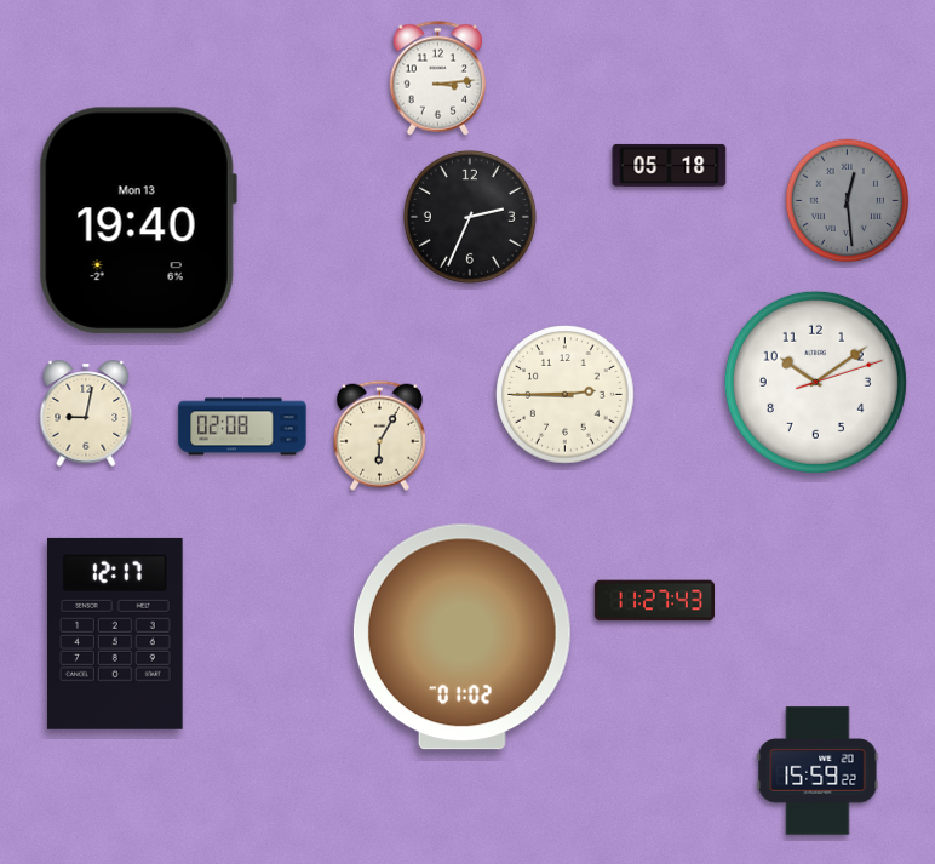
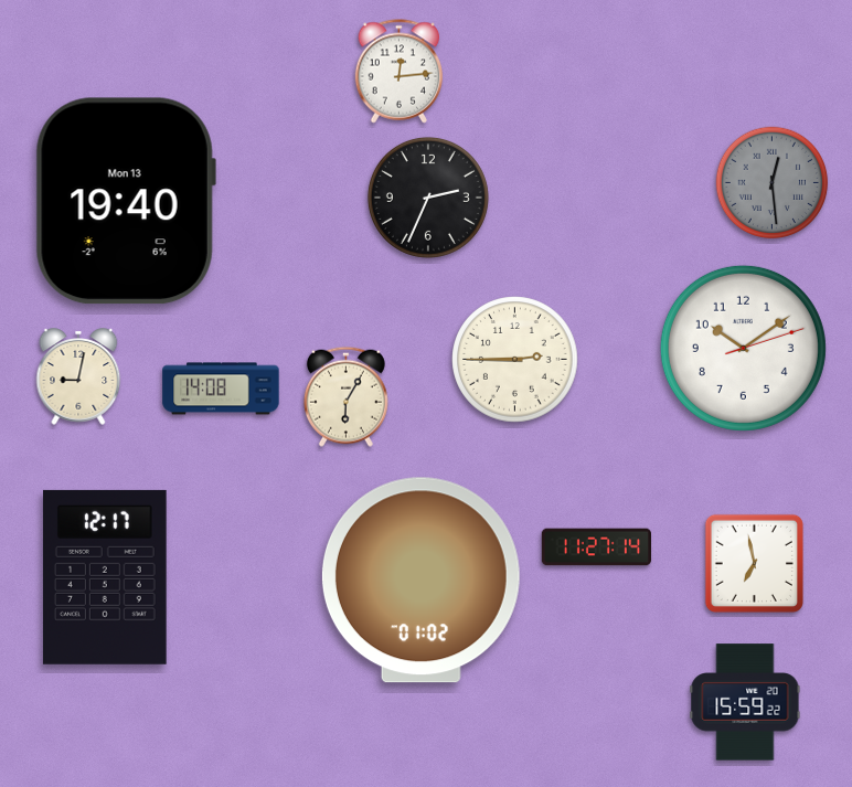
clock at (438, 79): 3:14 -> 12:14
clock at (670, 165): 05:18 -> none
clock at (242, 427): 02:08 -> 14:08
clock at (655, 601): 11:27:43 -> 11:27:14
clock at (754, 563): none -> 6:58
